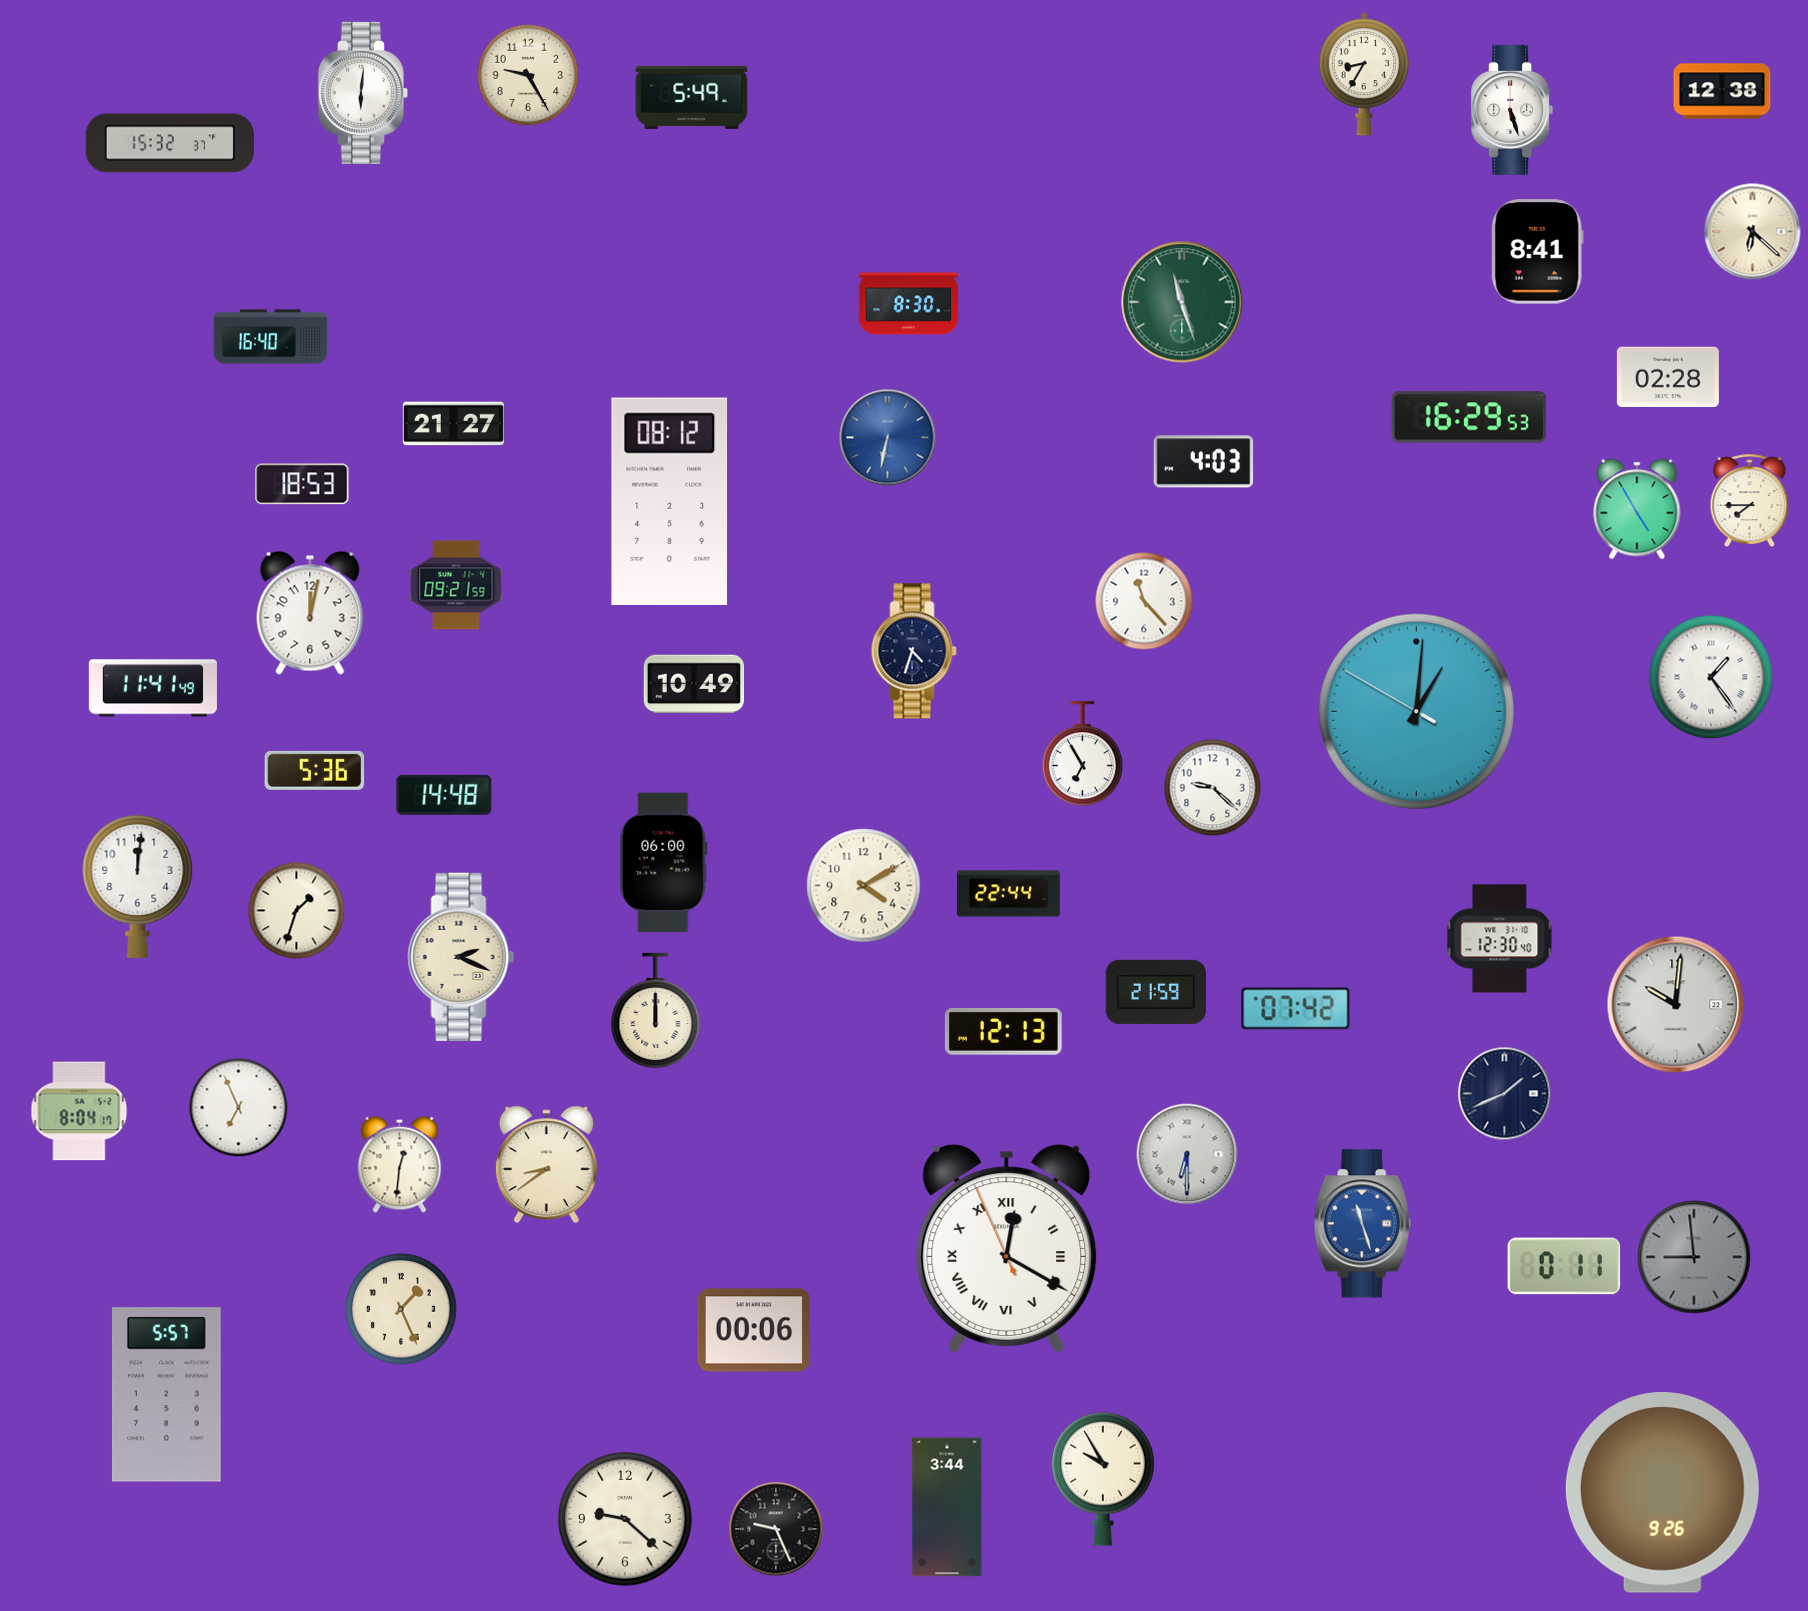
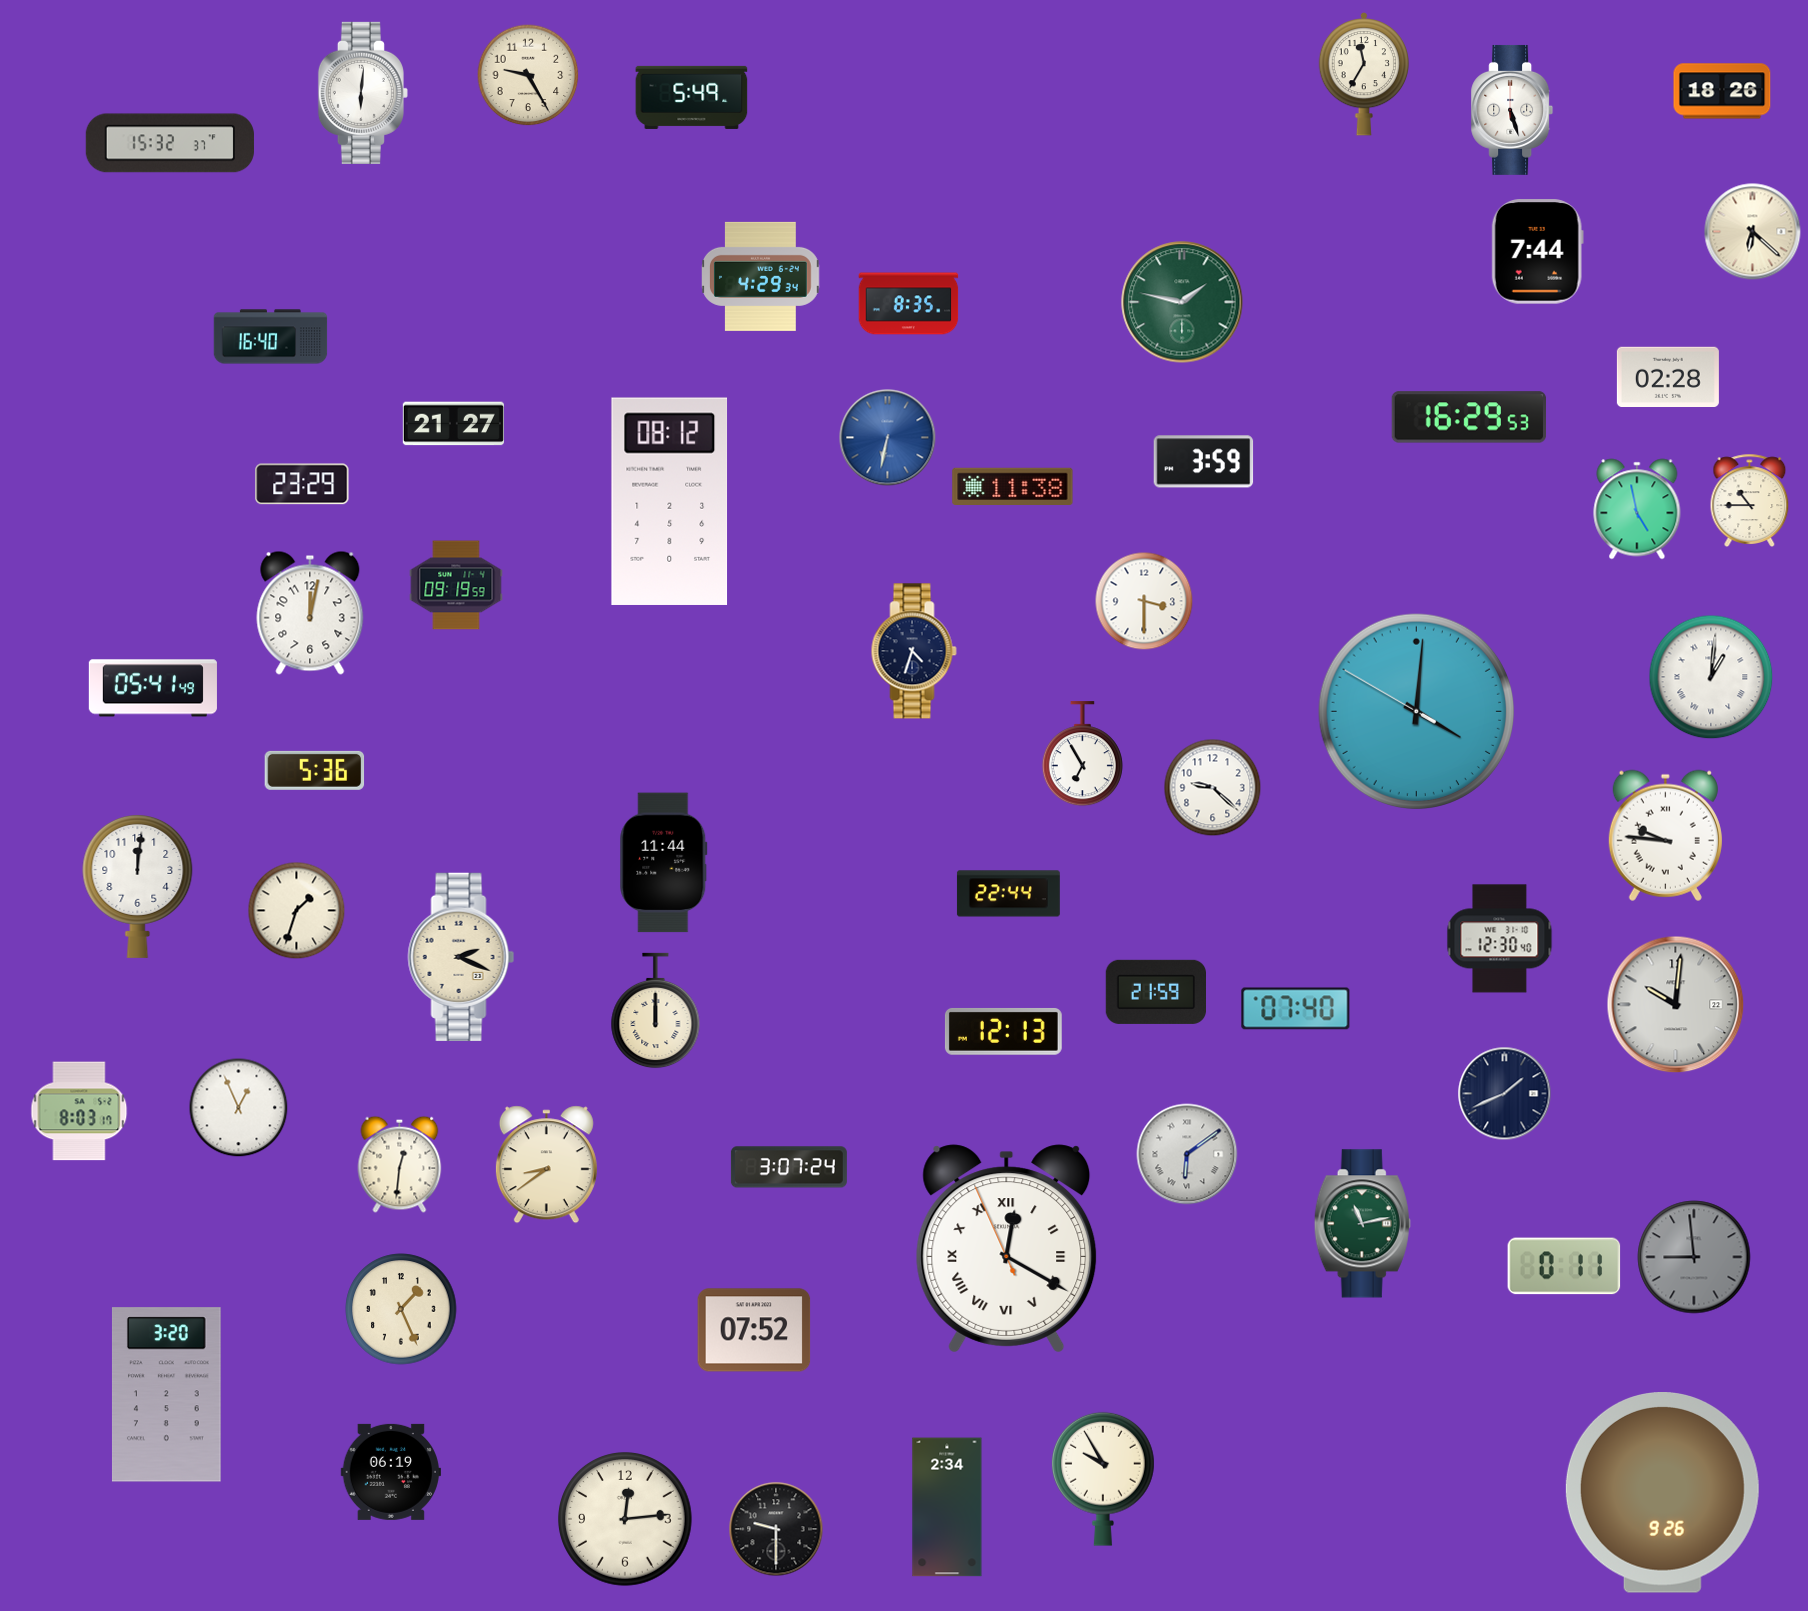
clock at (1364, 74): 8:35 -> 11:35
clock at (1722, 91): 12:38 -> 18:26
clock at (1537, 252): 8:41 -> 7:44
clock at (761, 276): none -> 4:29
clock at (1182, 302): 11:27 -> 1:47
clock at (909, 304): 8:30 -> 8:35
clock at (1204, 462): 4:03 -> 3:59
clock at (302, 484): 18:53 -> 23:29
clock at (1013, 487): none -> 11:38
clock at (1750, 500): 7:45 -> 10:45
clock at (1637, 509): 4:55 -> 4:58
clock at (456, 585): 09:21 -> 09:19
clock at (1144, 601): 11:23 -> 3:30
clock at (1711, 677): 1:24 -> 1:01
clock at (694, 684): 10:49 -> none
clock at (153, 688): 11:41 -> 05:41
clock at (1416, 711): 1:00 -> 4:00
clock at (444, 795): 14:48 -> none
clock at (1665, 835): none -> 9:46
clock at (664, 863): 06:00 -> 11:44
clock at (864, 886): 4:10 -> none
clock at (1296, 1009): 07:42 -> 07:40
clock at (239, 1108): 6:56 -> 12:56
clock at (79, 1111): 8:04 -> 8:03
clock at (1187, 1154): 6:30 -> 6:09
clock at (789, 1167): none -> 3:07
clock at (1362, 1224): 11:27 -> 11:13
clock at (1362, 1224) dial: blue -> green
clock at (754, 1330): 00:06 -> 07:52
clock at (166, 1395): 5:57 -> 3:20
clock at (390, 1472): none -> 06:19
clock at (947, 1507): 3:44 -> 2:34
clock at (626, 1520): 9:22 -> 12:14
clock at (776, 1529): 9:26 -> 9:30
